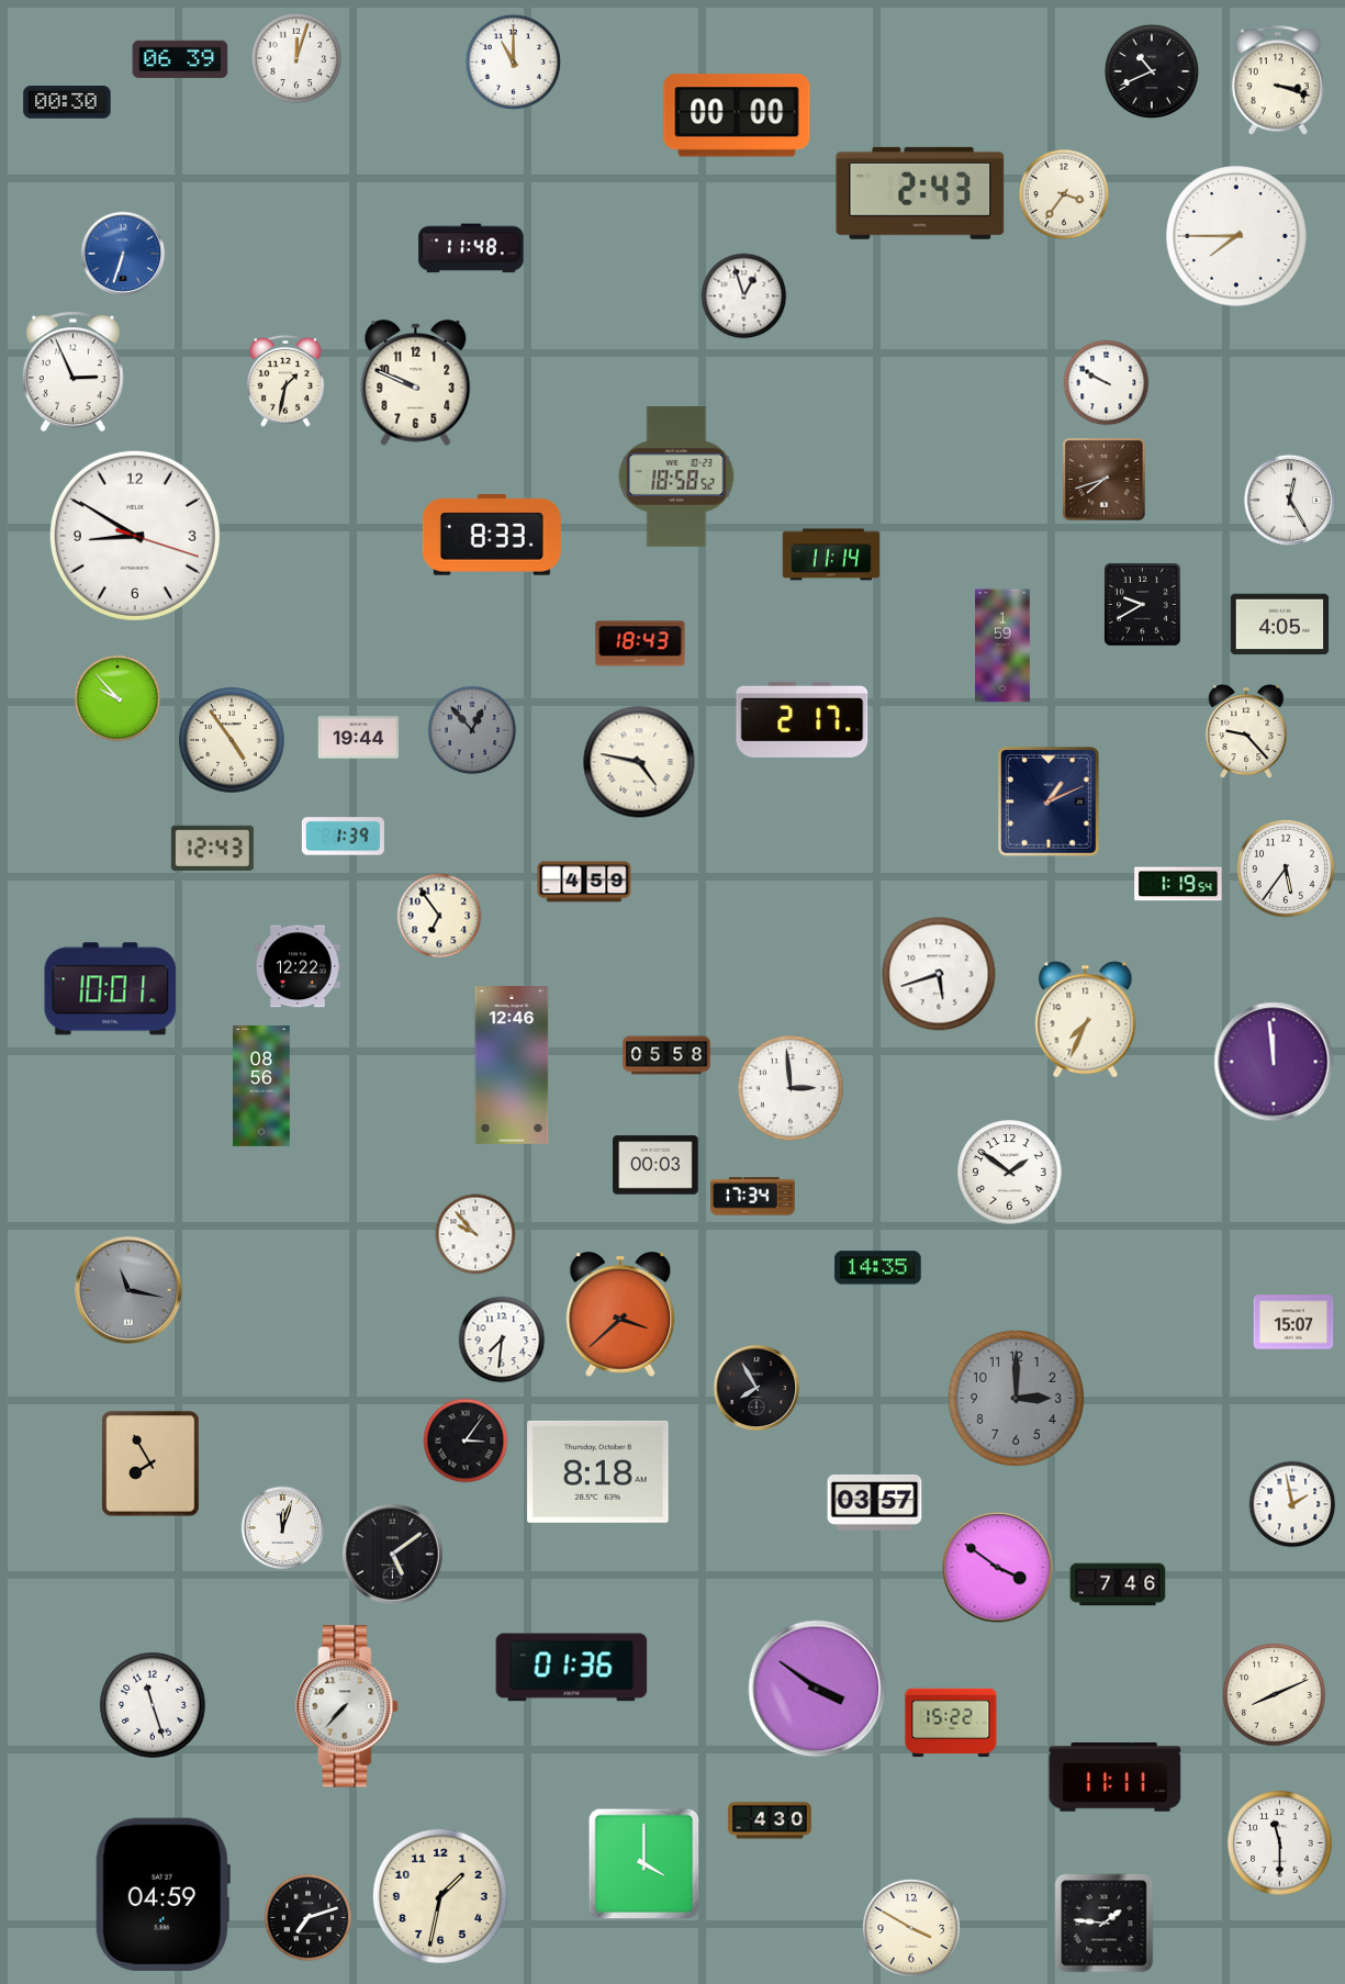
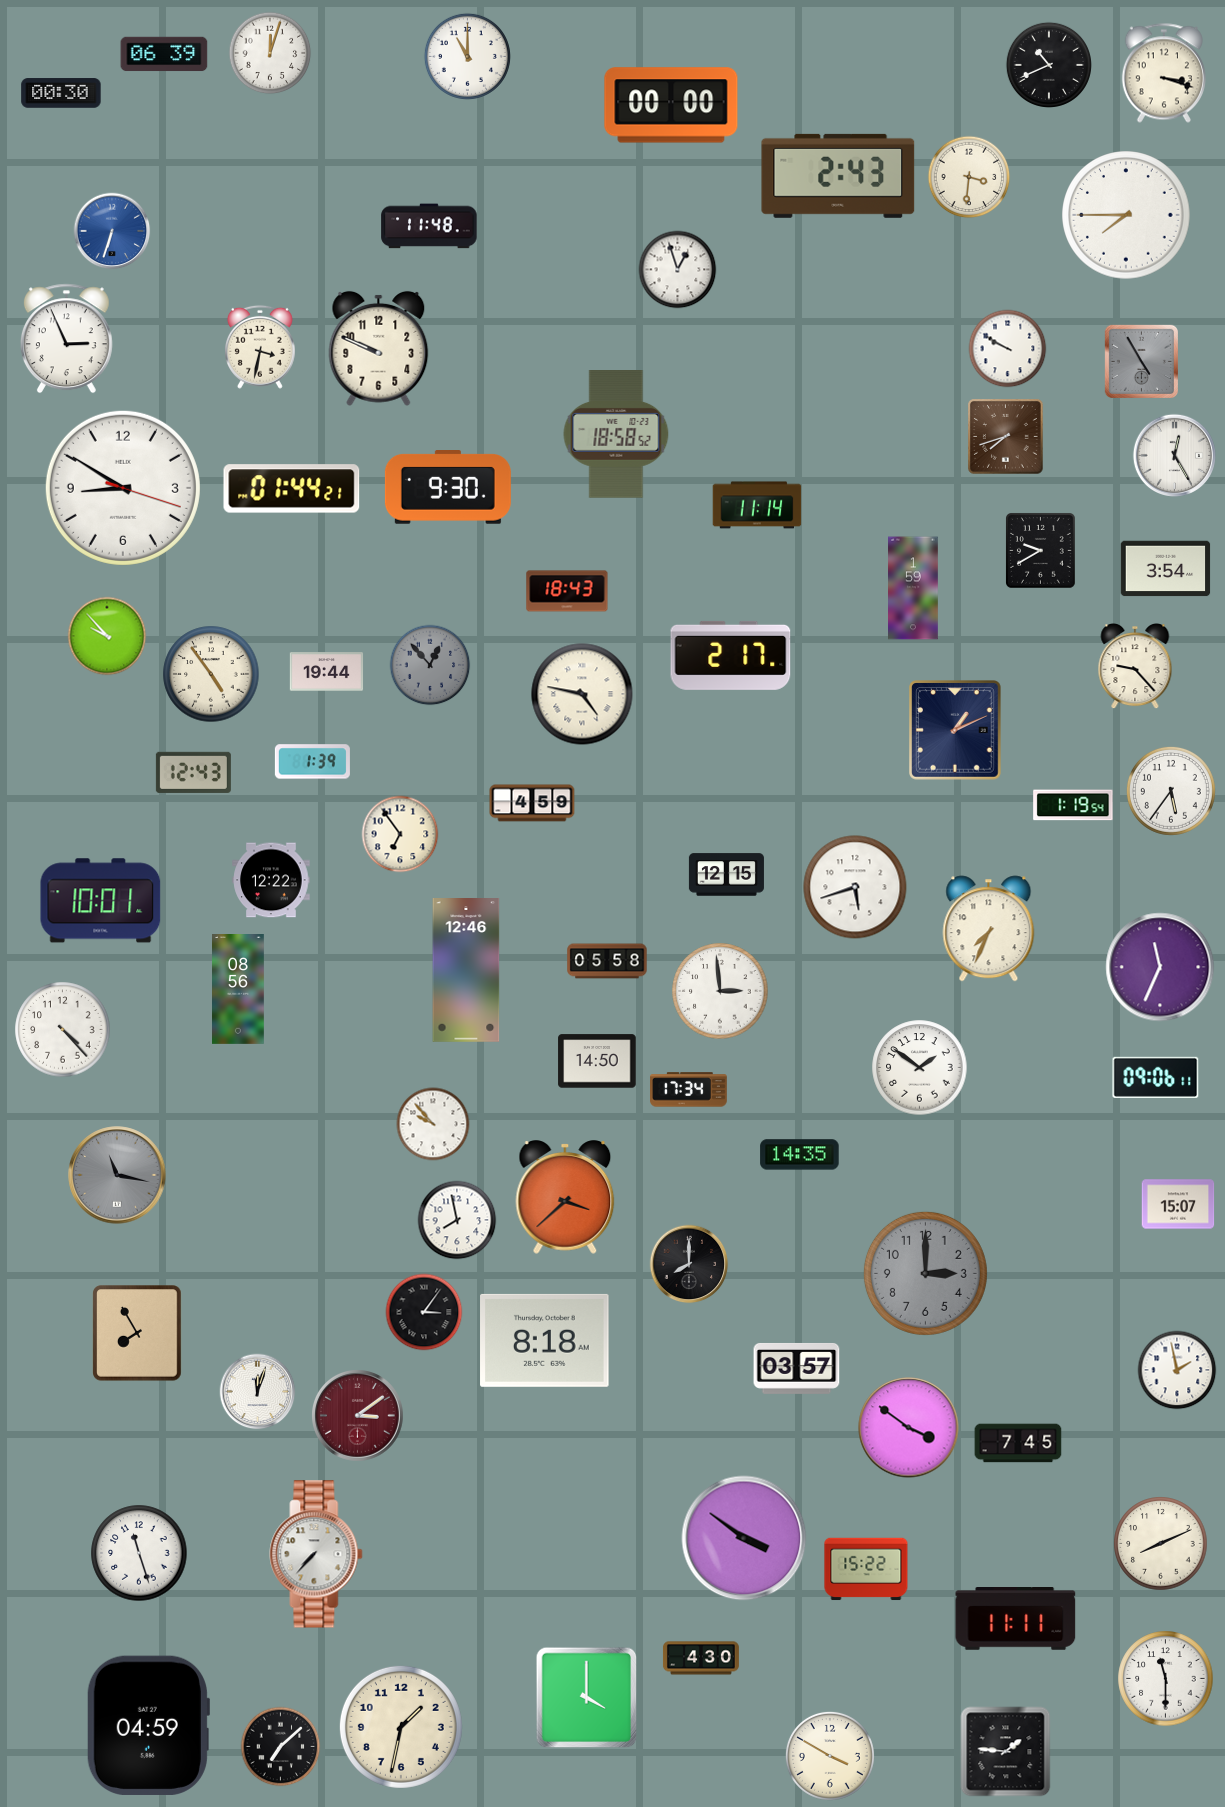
clock at (1064, 194): 3:36 -> 3:31
clock at (285, 381): 1:32 -> 3:32
clock at (1141, 361): none -> 4:55
clock at (492, 536): 8:33 -> 9:30
clock at (292, 489): none -> 01:44
clock at (1280, 625): 4:05 -> 3:54
clock at (640, 643) position: (640, 643) -> (567, 591)
clock at (726, 875): none -> 12:15
clock at (1274, 1062): 11:59 -> 11:34
clock at (63, 1030): none -> 4:23
clock at (655, 1165): 00:03 -> 14:50
clock at (1156, 1077): none -> 09:06
clock at (753, 1197) position: (753, 1197) -> (689, 1090)
clock at (502, 1340): 7:31 -> 7:58
clock at (756, 1388): 7:55 -> 8:00
clock at (393, 1555): 5:09 -> 3:09
clock at (393, 1555) dial: black -> burgundy
clock at (1118, 1584): 7:46 -> 7:45
clock at (572, 1668): 01:36 -> none
clock at (309, 1918): 7:12 -> 7:08
